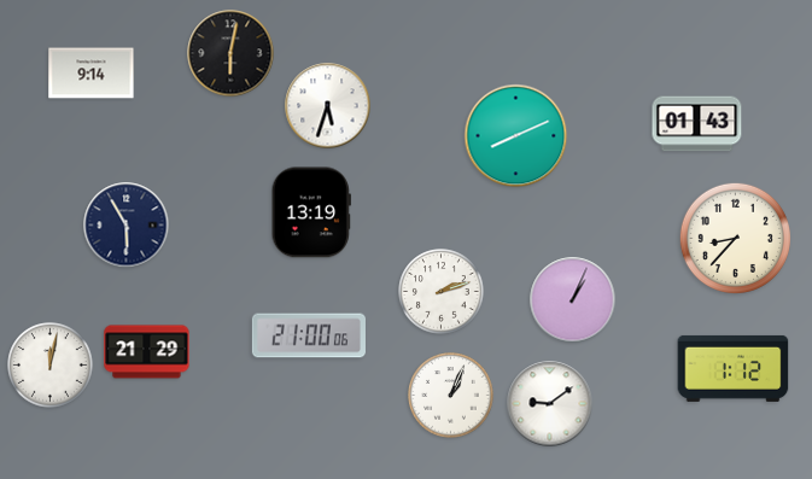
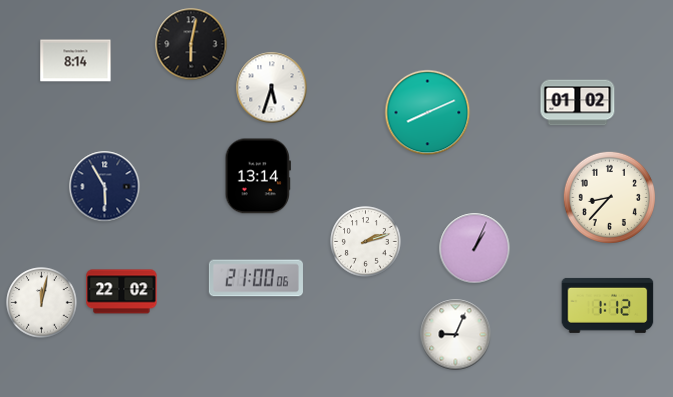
clock at (92, 74): 9:14 -> 8:14
clock at (697, 124): 01:43 -> 01:02
clock at (311, 212): 13:19 -> 13:14
clock at (147, 352): 21:29 -> 22:02
clock at (451, 396): 1:04 -> none
clock at (550, 404): 9:09 -> 9:04
